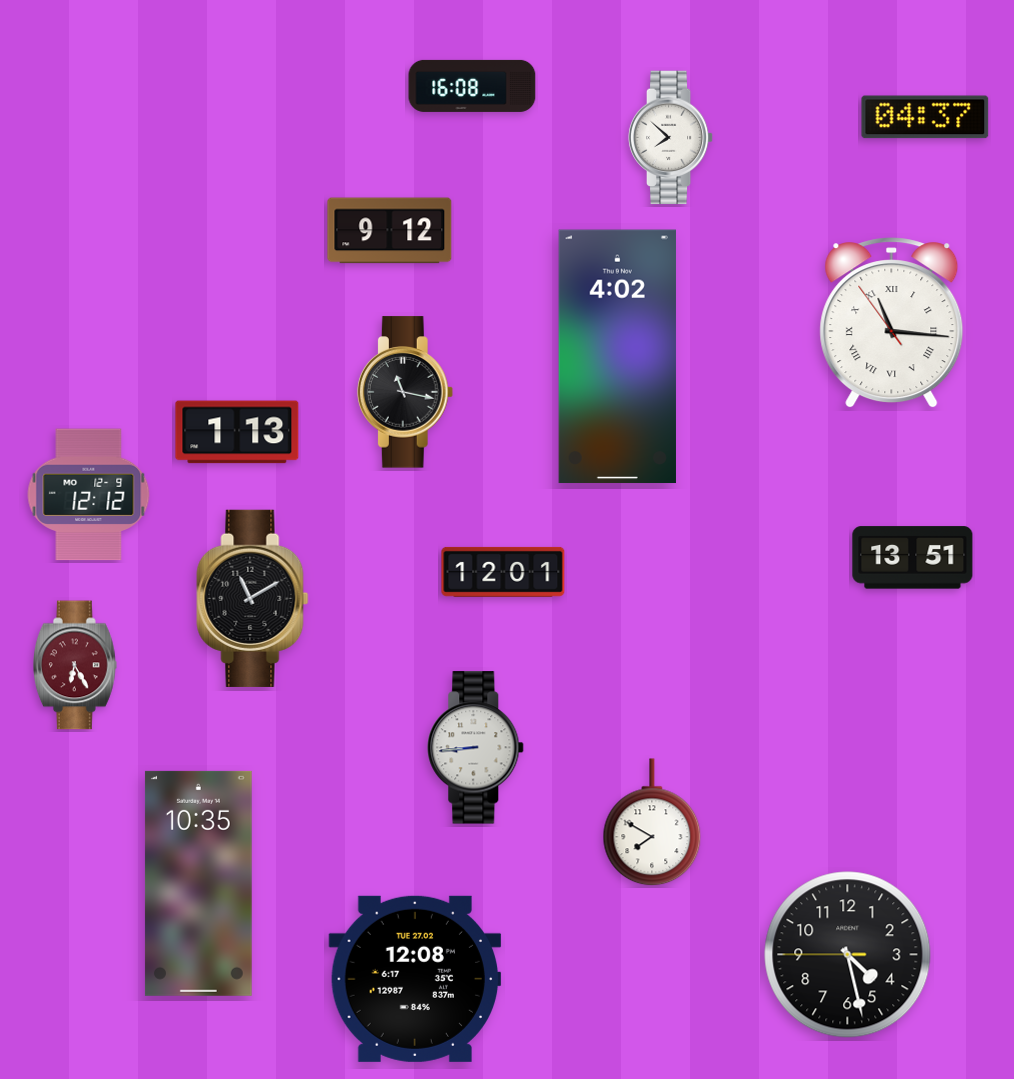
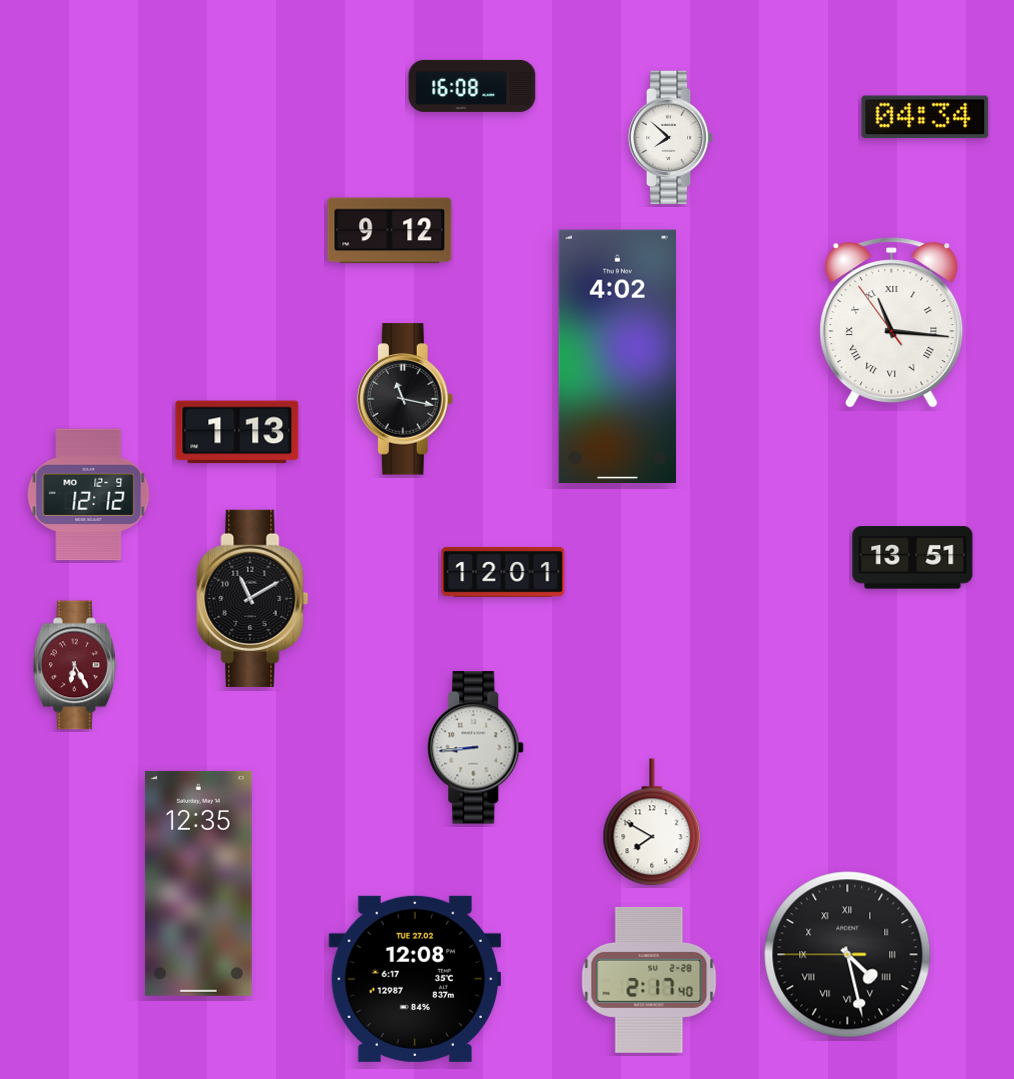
clock at (925, 117): 04:37 -> 04:34
clock at (405, 392) position: (405, 392) -> (405, 399)
clock at (198, 883): 10:35 -> 12:35
clock at (848, 955) numerals: Arabic -> Roman
clock at (649, 980): none -> 2:17
